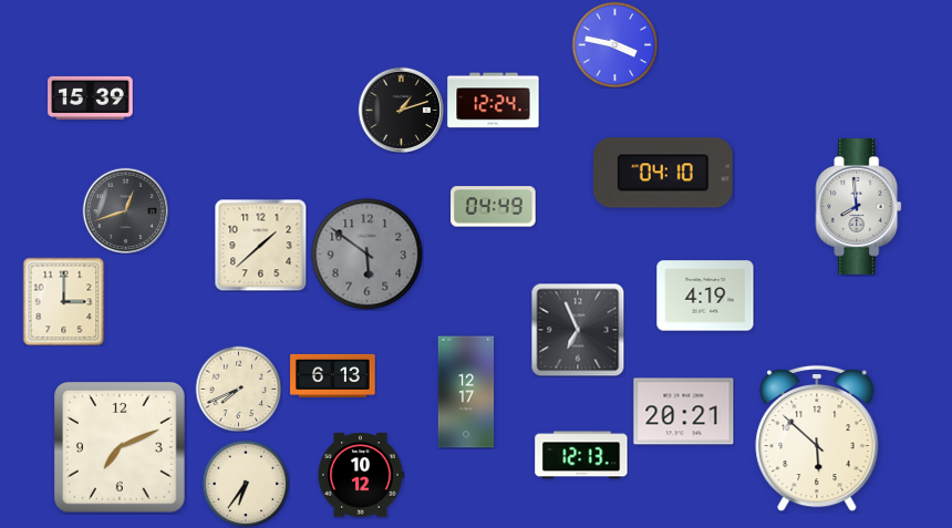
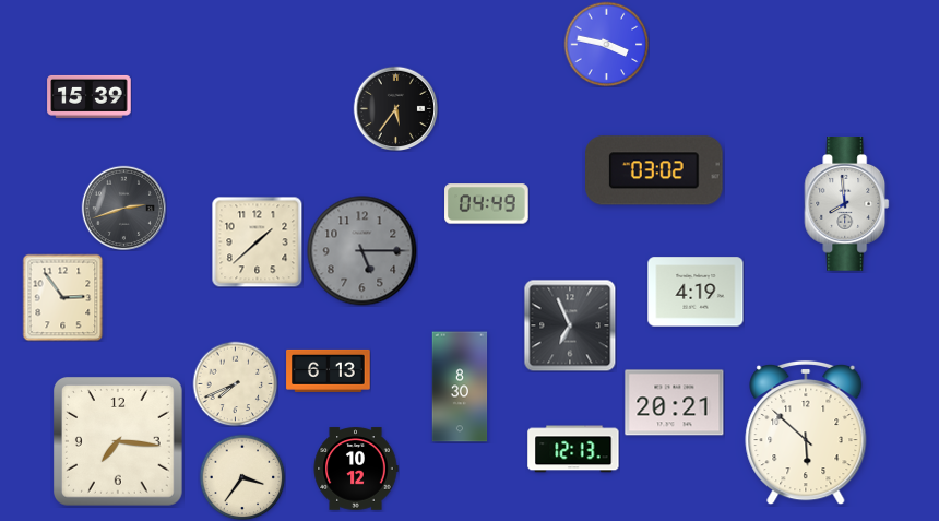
clock at (494, 101): 12:24 -> none
clock at (401, 110): 1:12 -> 5:36
clock at (664, 173): 04:10 -> 03:02
clock at (125, 210): 12:42 -> 2:42
clock at (368, 255): 5:51 -> 5:15
clock at (64, 301): 3:00 -> 2:54
clock at (466, 392): 12:17 -> 8:30
clock at (684, 412) position: (684, 412) -> (675, 403)
clock at (121, 448): 7:11 -> 7:16
clock at (246, 484): 6:36 -> 3:36
